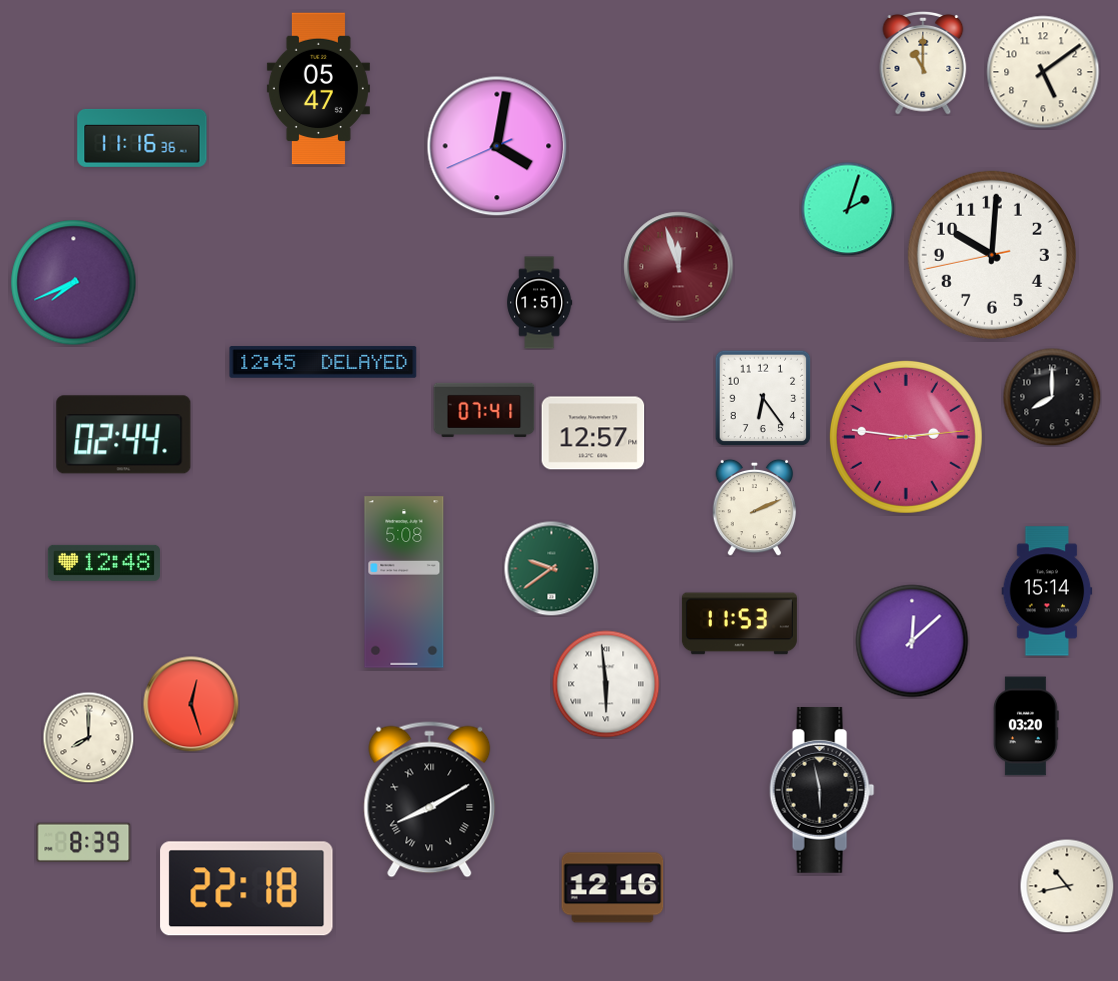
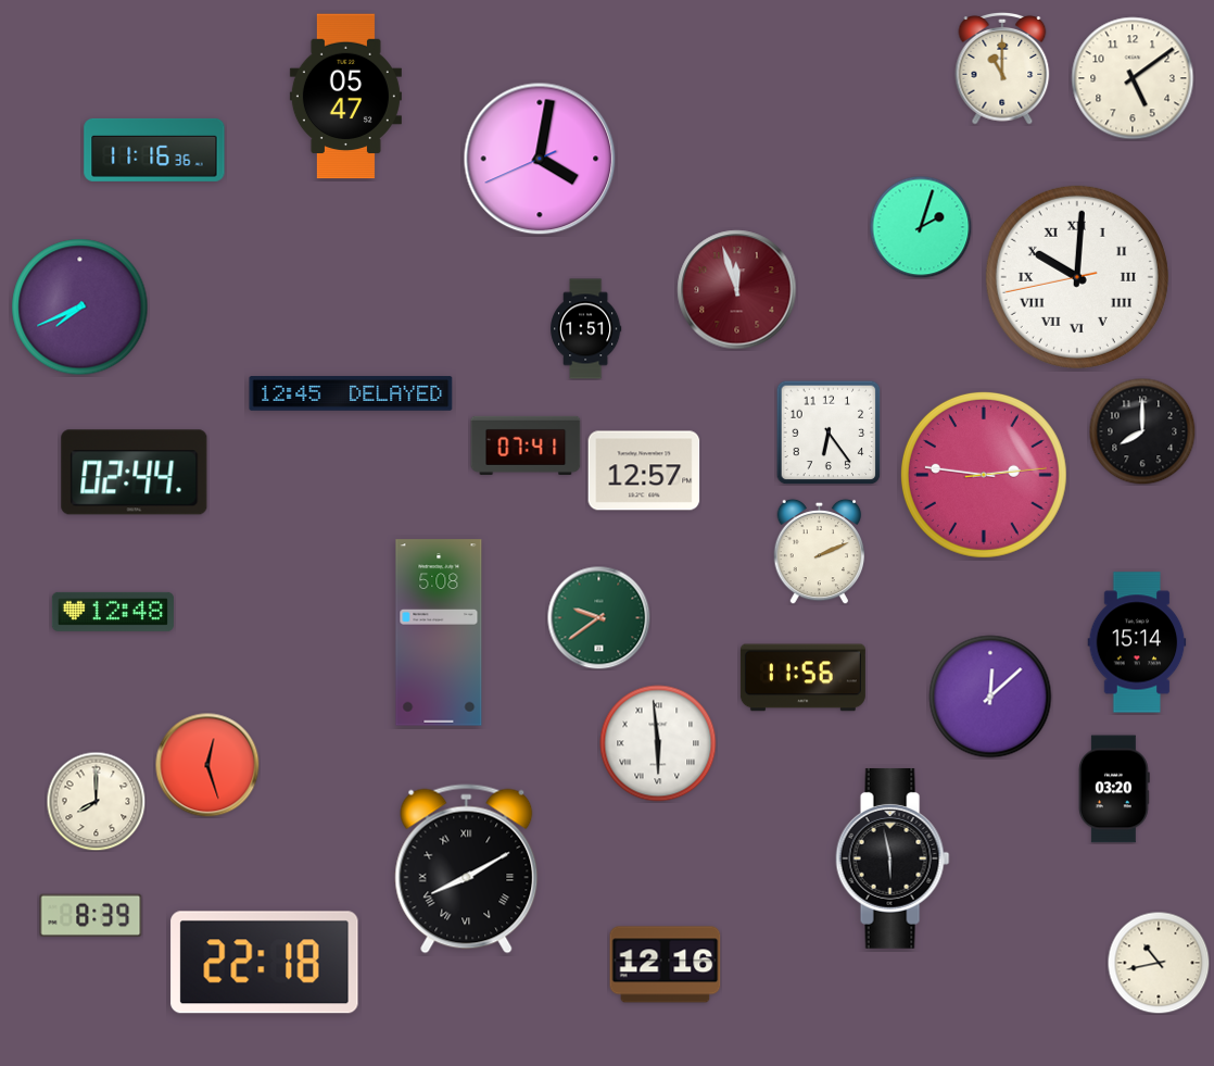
clock at (992, 255) numerals: Arabic -> Roman
clock at (739, 624): 11:53 -> 11:56
clock at (247, 889) position: (247, 889) -> (265, 963)
